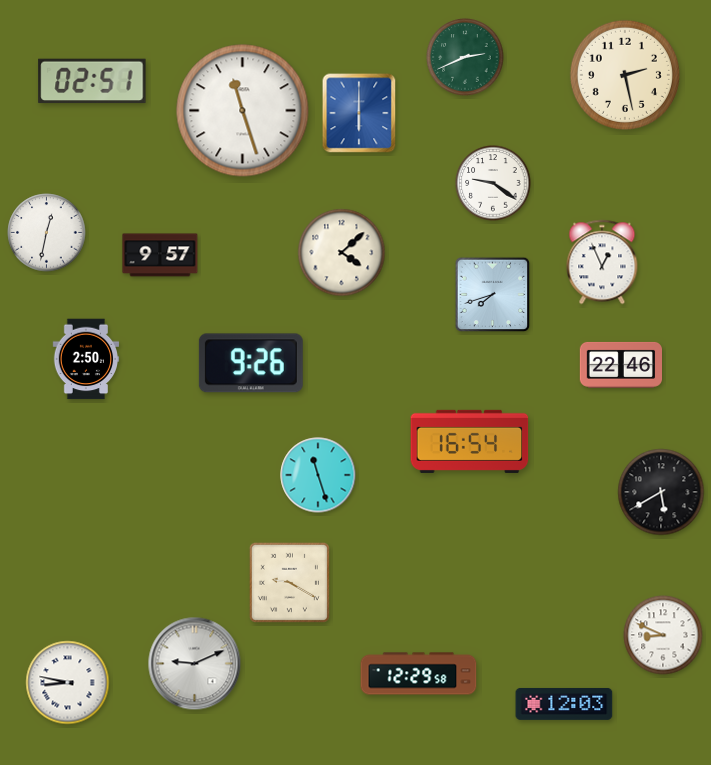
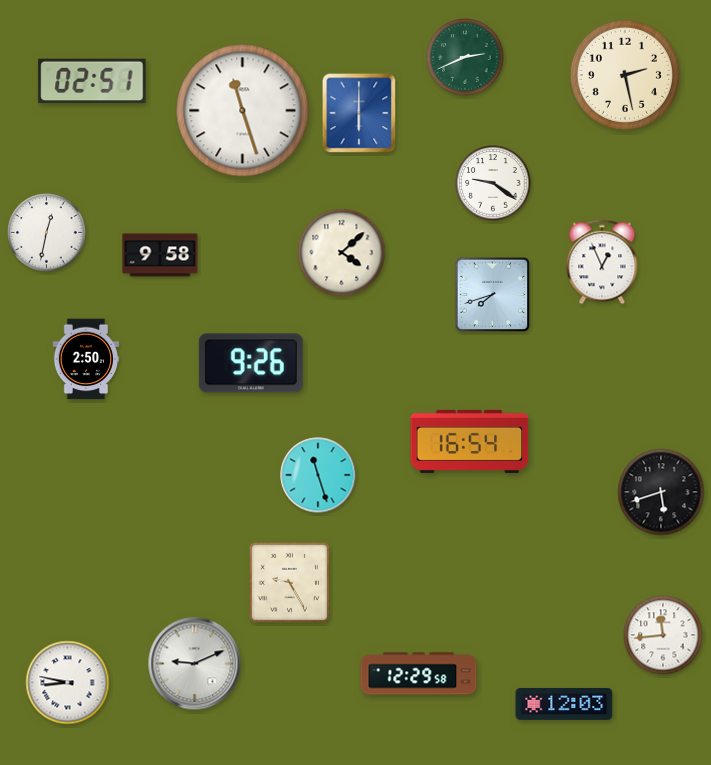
clock at (160, 255): 9:57 -> 9:58
clock at (620, 365): 22:46 -> none
clock at (661, 492): 5:40 -> 5:42
clock at (289, 582): 9:20 -> 9:25
clock at (663, 635): 8:49 -> 11:44
